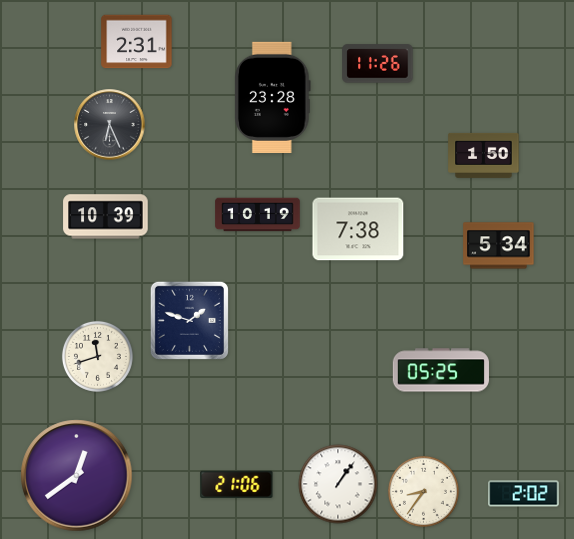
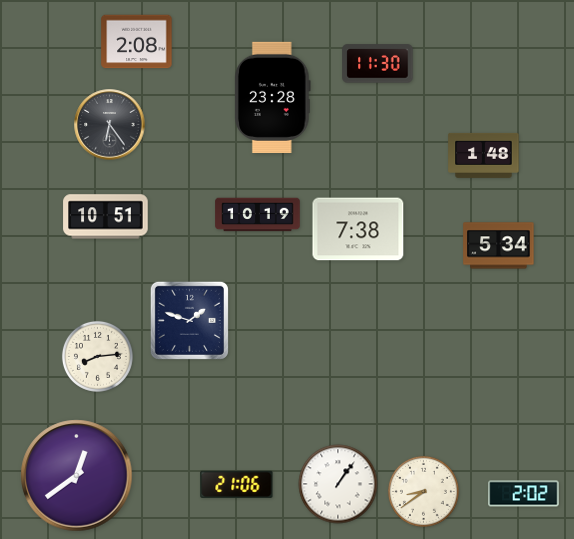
clock at (137, 42): 2:31 -> 2:08
clock at (378, 64): 11:26 -> 11:30
clock at (110, 125): 6:26 -> 6:24
clock at (484, 155): 1:50 -> 1:48
clock at (106, 217): 10:39 -> 10:51
clock at (97, 356): 11:42 -> 8:14
clock at (441, 370): 05:25 -> none
clock at (423, 491): 8:36 -> 8:39
